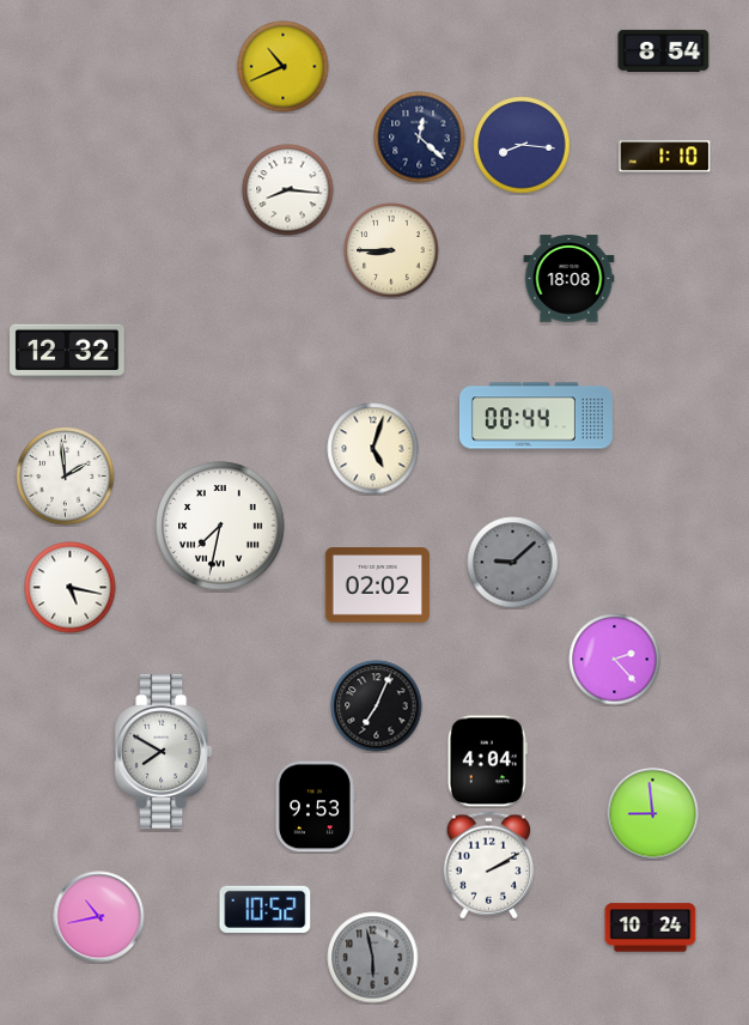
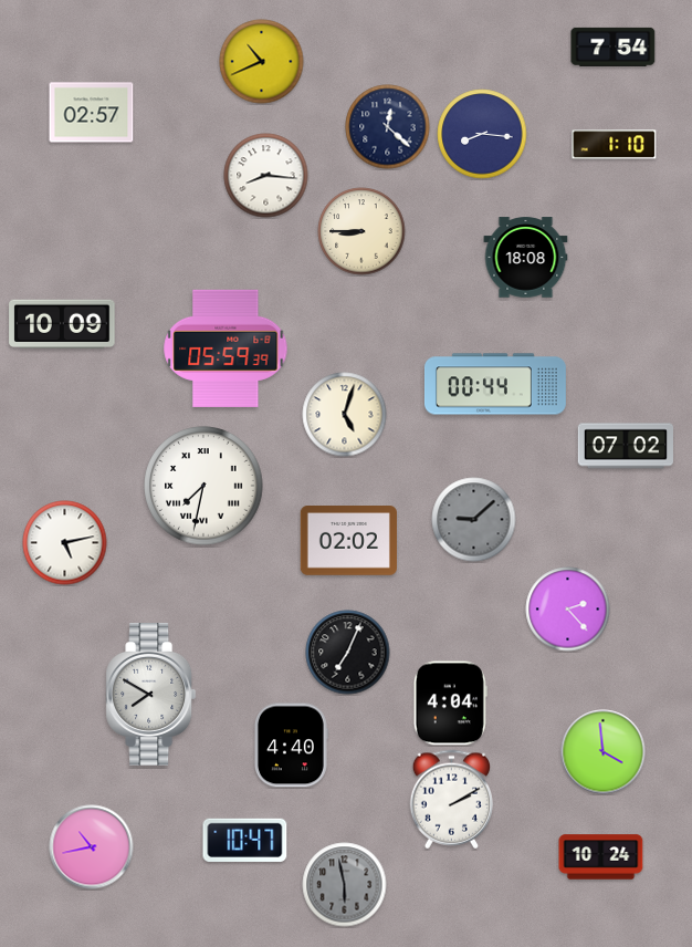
clock at (664, 50): 8:54 -> 7:54
clock at (92, 113): none -> 02:57
clock at (67, 351): 12:32 -> 10:09
clock at (226, 348): none -> 05:59
clock at (66, 477): 1:59 -> none
clock at (625, 446): none -> 07:02
clock at (71, 588): 5:17 -> 5:13
clock at (315, 807): 9:53 -> 4:40
clock at (653, 814): 8:59 -> 3:59
clock at (266, 909): 10:52 -> 10:47
